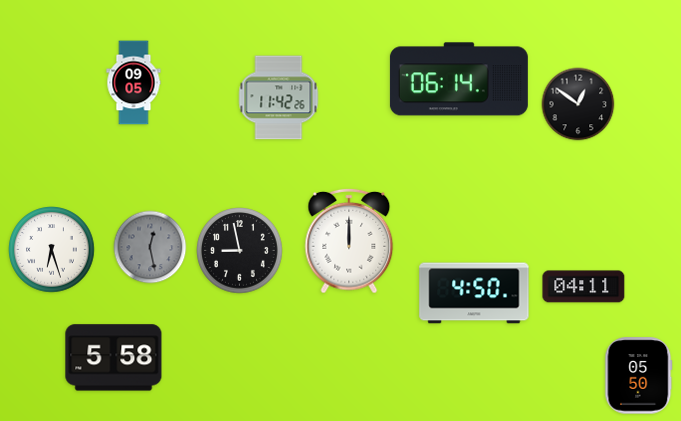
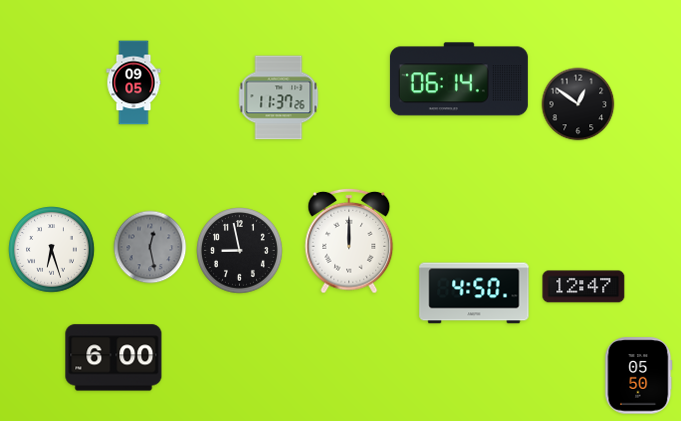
clock at (279, 98): 11:42 -> 11:37
clock at (584, 287): 04:11 -> 12:47
clock at (114, 358): 5:58 -> 6:00
